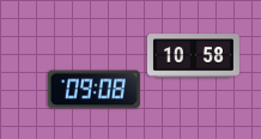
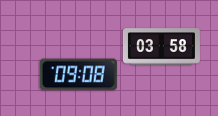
clock at (193, 56): 10:58 -> 03:58
